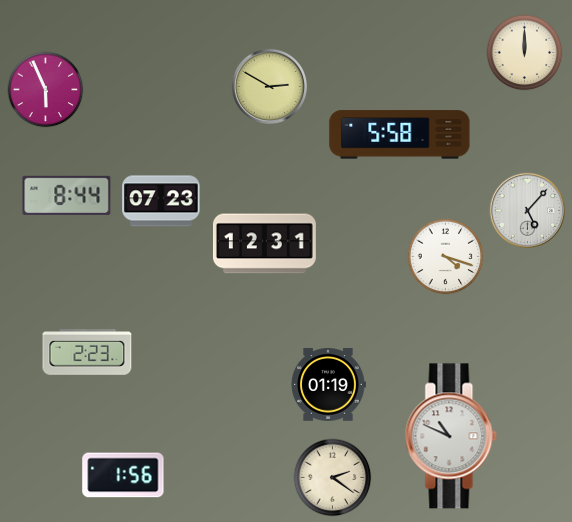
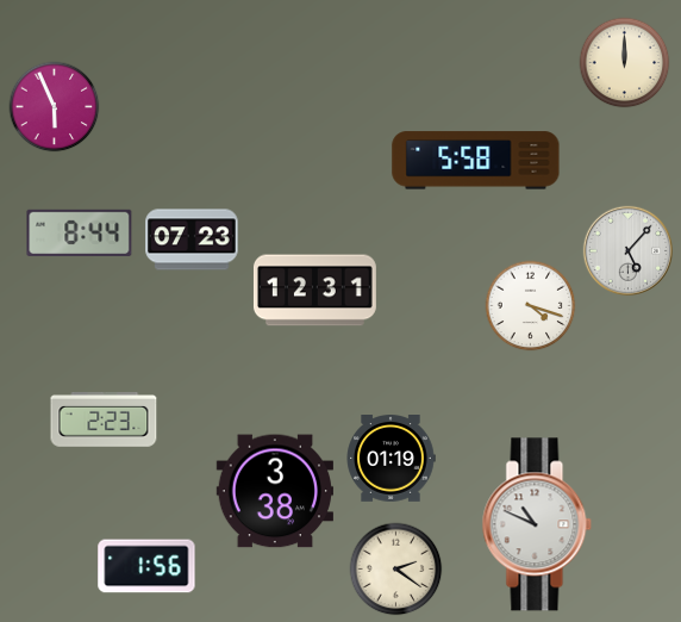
clock at (269, 86): 2:50 -> none
clock at (274, 491): none -> 3:38
clock at (451, 436) position: (451, 436) -> (537, 524)
